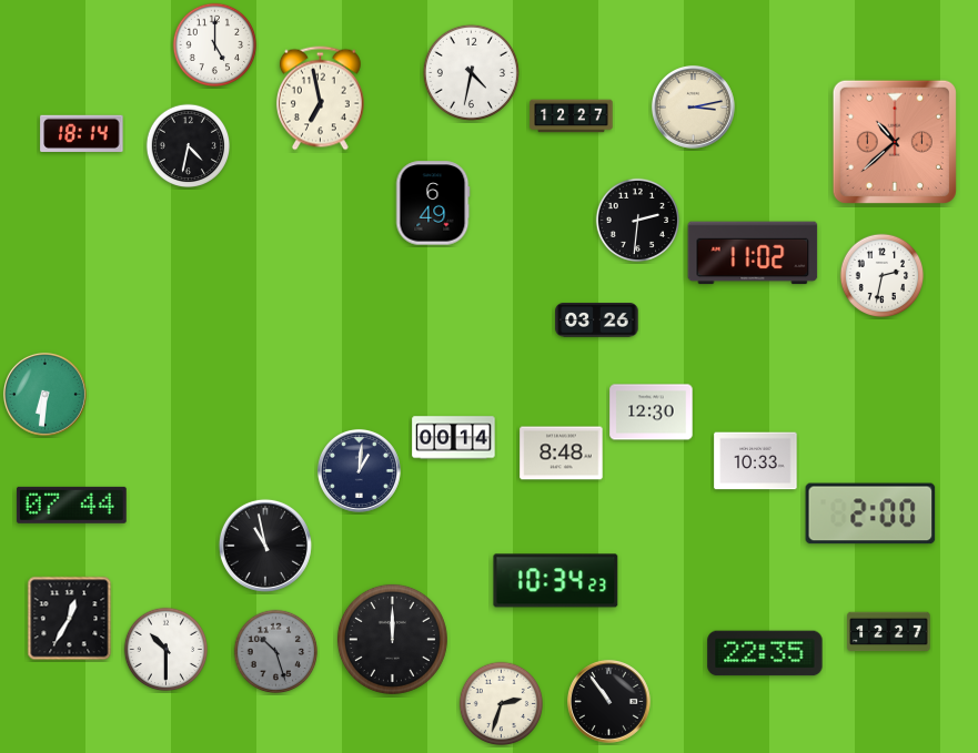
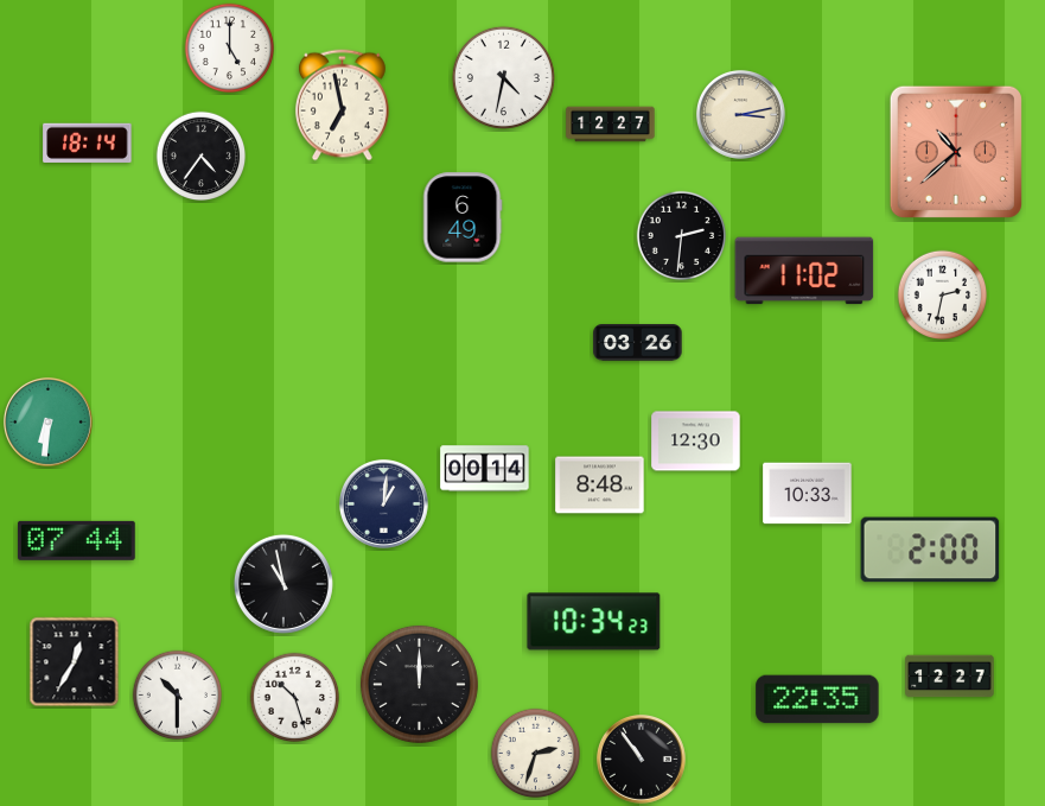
clock at (189, 146): 4:32 -> 4:36
clock at (276, 652) dial: grey -> white
clock at (608, 701) position: (608, 701) -> (641, 759)
